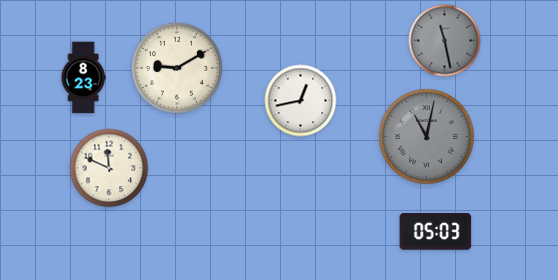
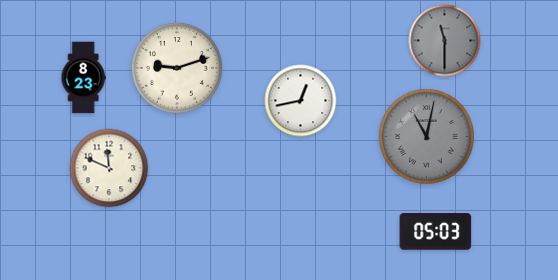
clock at (445, 41): 11:28 -> 11:30
clock at (177, 68): 9:10 -> 9:12
